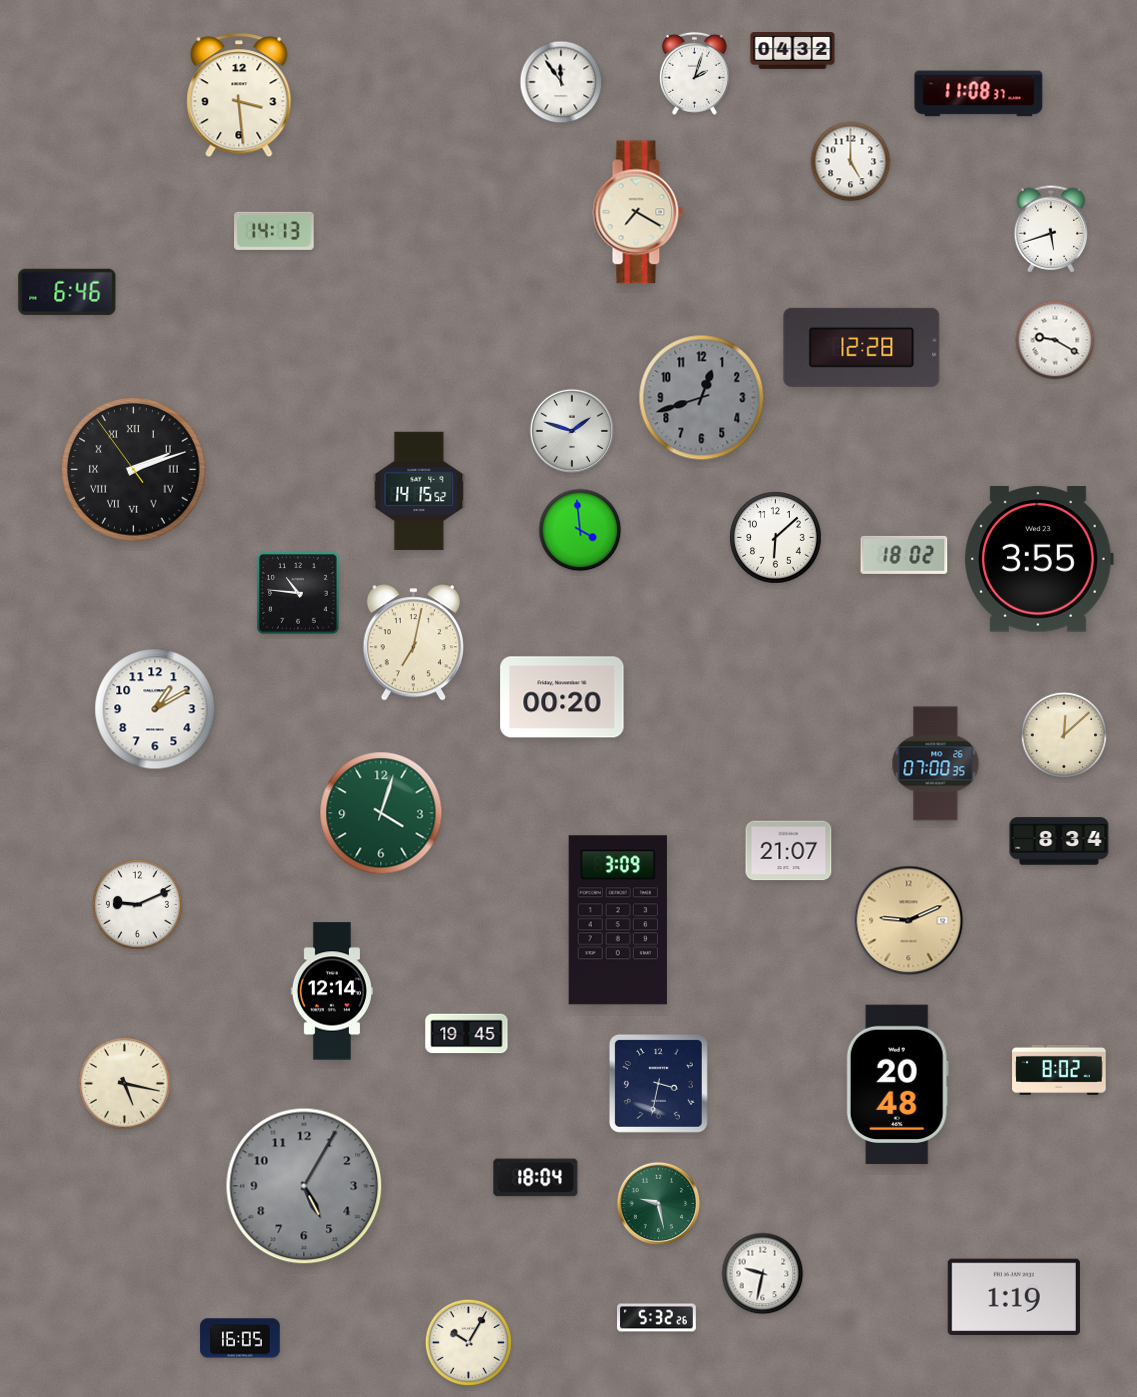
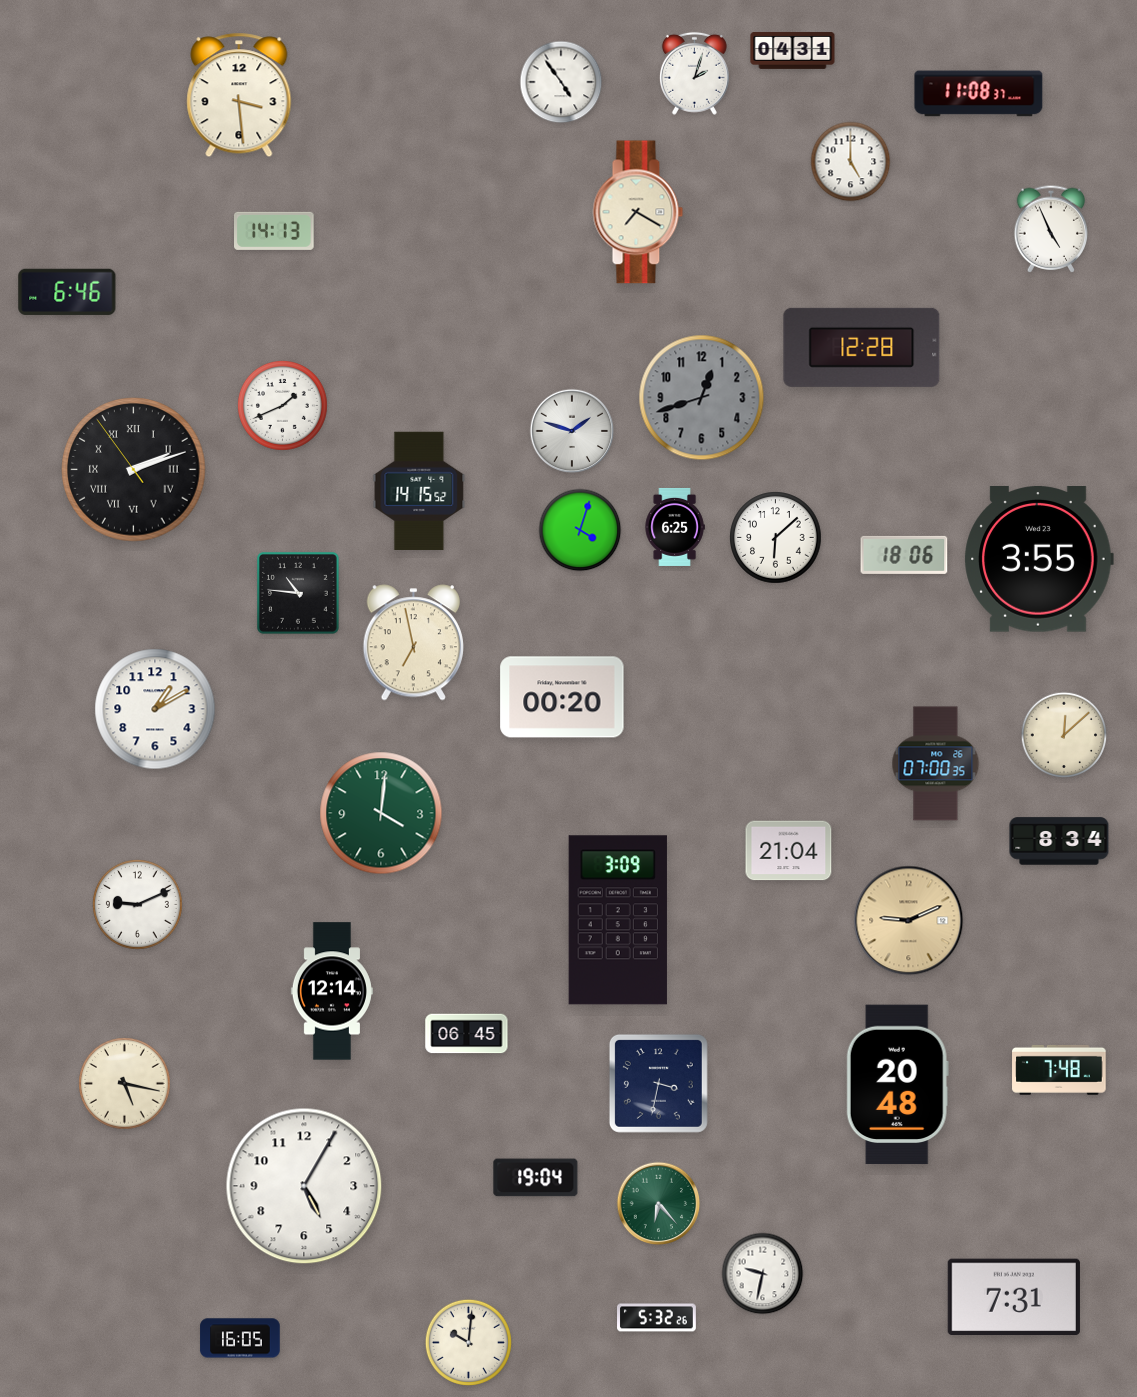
clock at (793, 51): 04:32 -> 04:31
clock at (561, 82): 11:54 -> 4:54
clock at (1051, 229): 5:42 -> 4:56
clock at (1055, 340): 9:20 -> none
clock at (282, 405): none -> 1:41
clock at (675, 527): none -> 6:25
clock at (580, 530): 3:59 -> 4:03
clock at (904, 555): 18:02 -> 18:06
clock at (413, 643): 7:02 -> 6:58
clock at (381, 813): 4:03 -> 4:01
clock at (789, 851): 21:07 -> 21:04
clock at (467, 1034): 19:45 -> 06:45
clock at (1059, 1070): 8:02 -> 7:48
clock at (536, 1178): 18:04 -> 19:04
clock at (304, 1186) dial: grey -> white
clock at (659, 1204): 9:28 -> 6:23
clock at (1014, 1297): 1:19 -> 7:31
clock at (468, 1342): 10:05 -> 10:01
